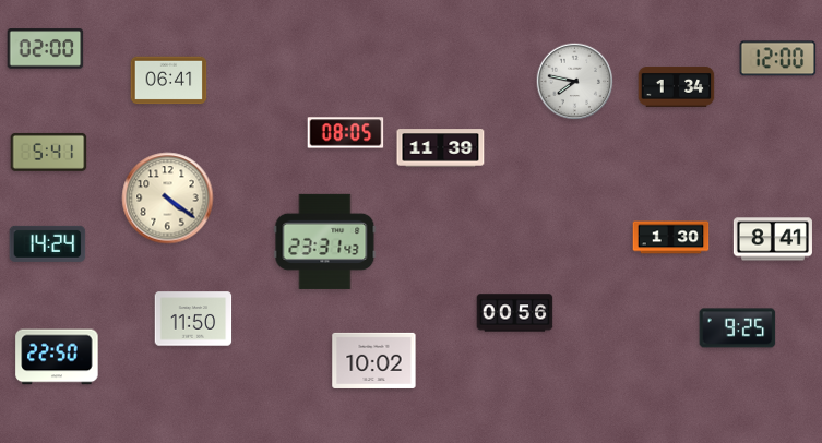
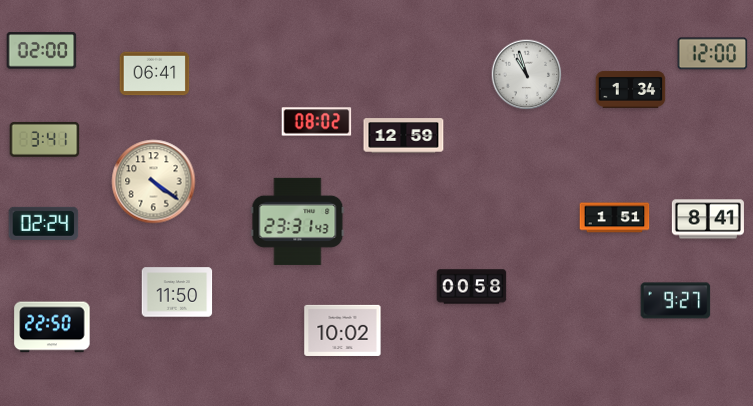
clock at (46, 49) position: (46, 49) -> (42, 51)
clock at (575, 82): 7:47 -> 10:57
clock at (677, 86) position: (677, 86) -> (631, 89)
clock at (346, 133): 08:05 -> 08:02
clock at (441, 148): 11:39 -> 12:59
clock at (49, 152): 5:41 -> 3:41
clock at (671, 238): 1:30 -> 1:51
clock at (48, 243): 14:24 -> 02:24
clock at (515, 313): 00:56 -> 00:58
clock at (738, 328): 9:25 -> 9:27
